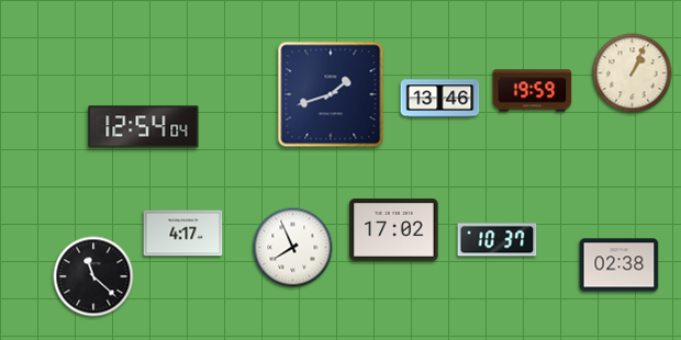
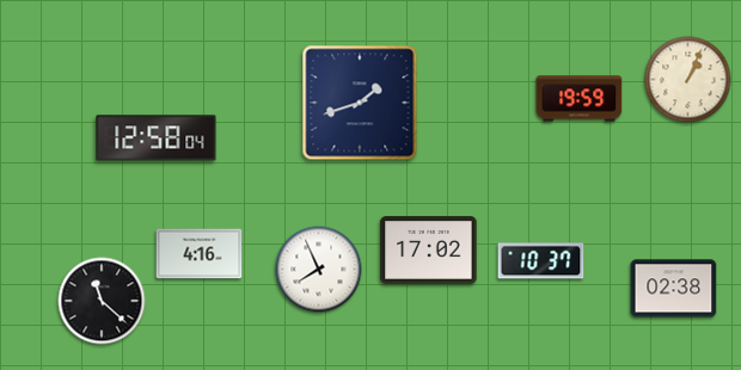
clock at (440, 99): 13:46 -> none
clock at (144, 127): 12:54 -> 12:58
clock at (183, 234): 4:17 -> 4:16
